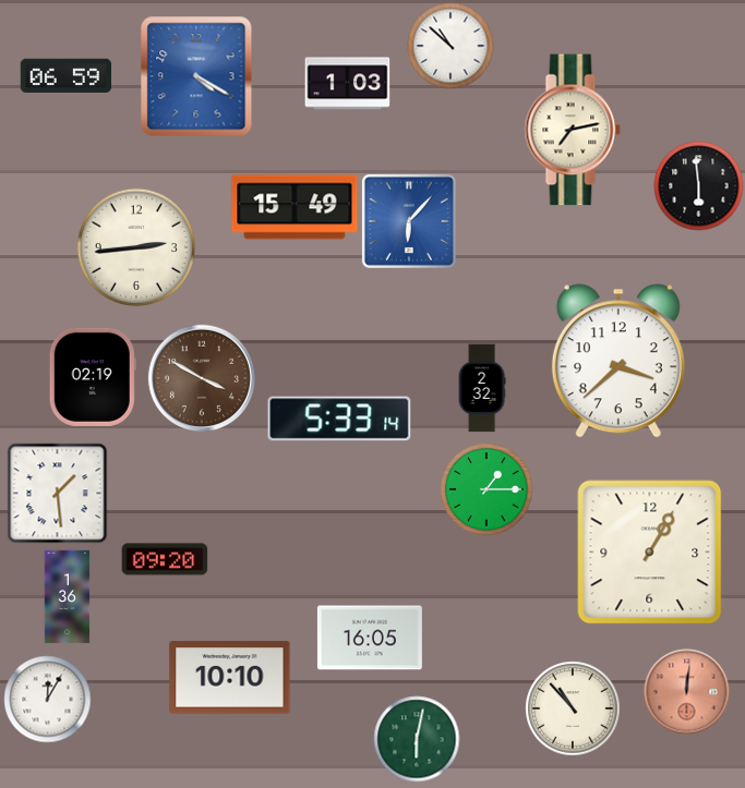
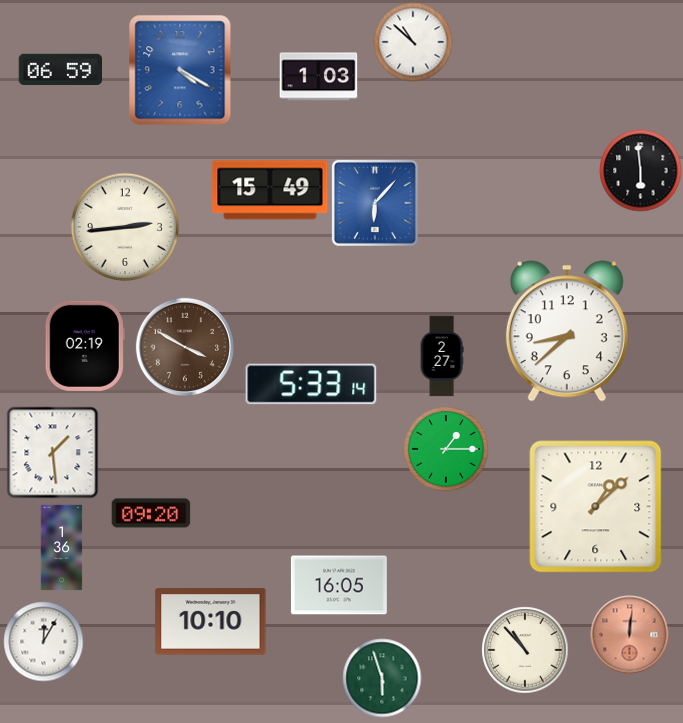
clock at (573, 130): 7:13 -> none
clock at (618, 361): 3:38 -> 8:38
clock at (482, 388): 2:32 -> 2:27
clock at (650, 553): 1:05 -> 1:08
clock at (417, 739): 6:02 -> 5:57
